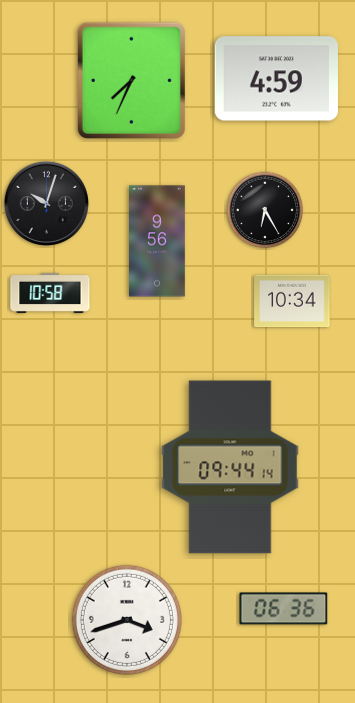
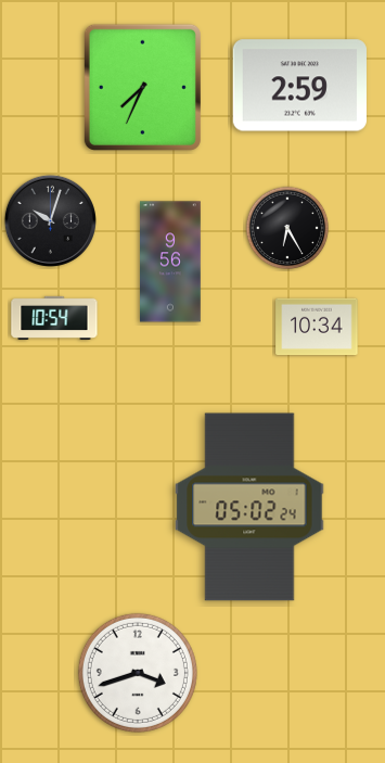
clock at (276, 79): 4:59 -> 2:59
clock at (50, 293): 10:58 -> 10:54
clock at (230, 467): 09:44 -> 05:02
clock at (284, 609): 06:36 -> none
